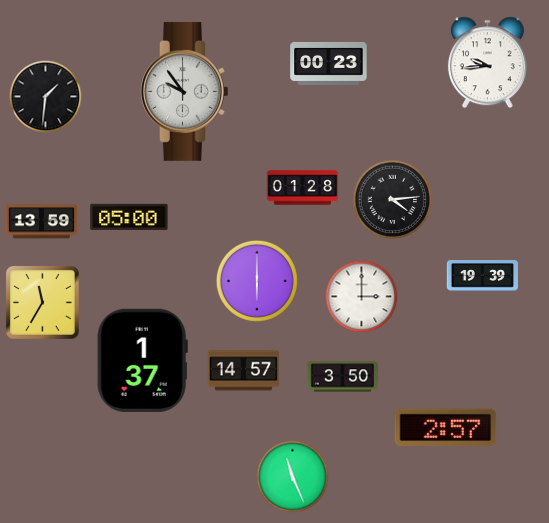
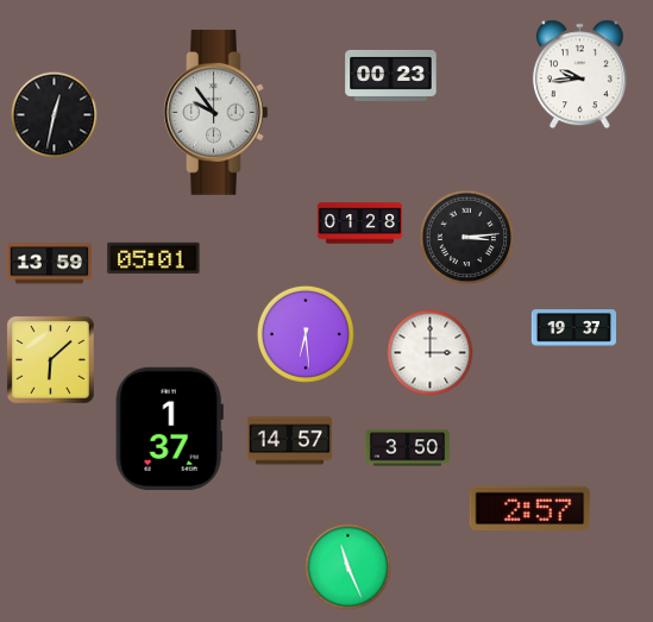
clock at (185, 91) position: (185, 91) -> (216, 112)
clock at (46, 97): 1:31 -> 12:32
clock at (392, 199): 4:14 -> 3:14
clock at (129, 217): 05:00 -> 05:01
clock at (482, 276): 19:39 -> 19:37
clock at (257, 281): 6:00 -> 6:29
clock at (42, 302): 11:35 -> 6:08
